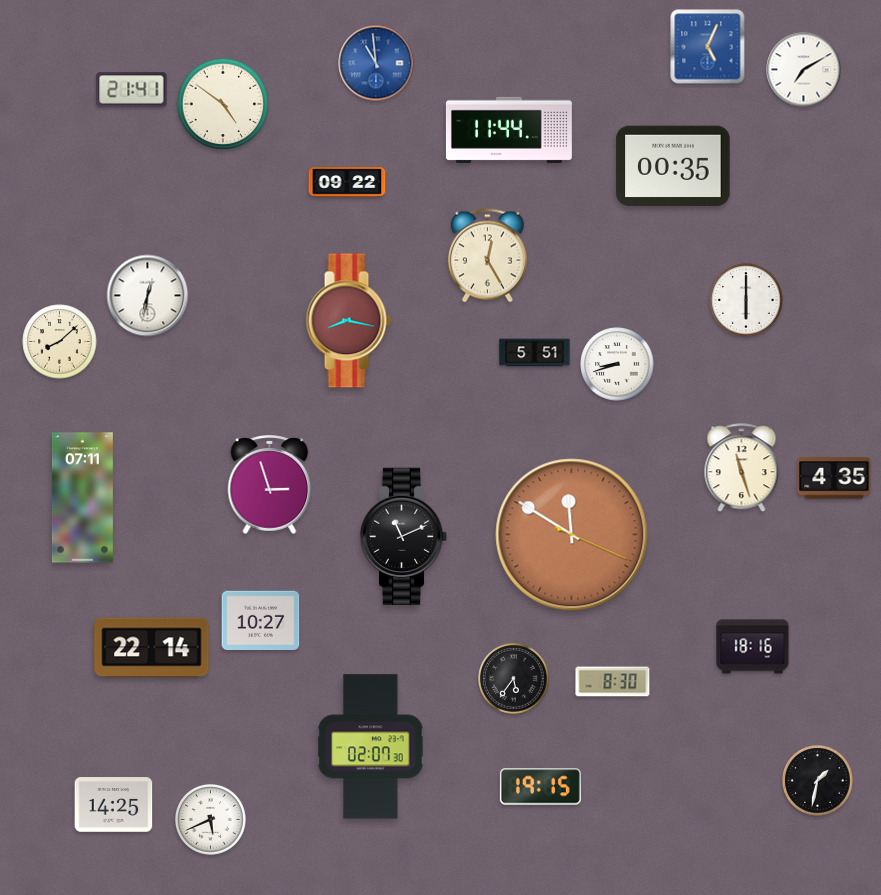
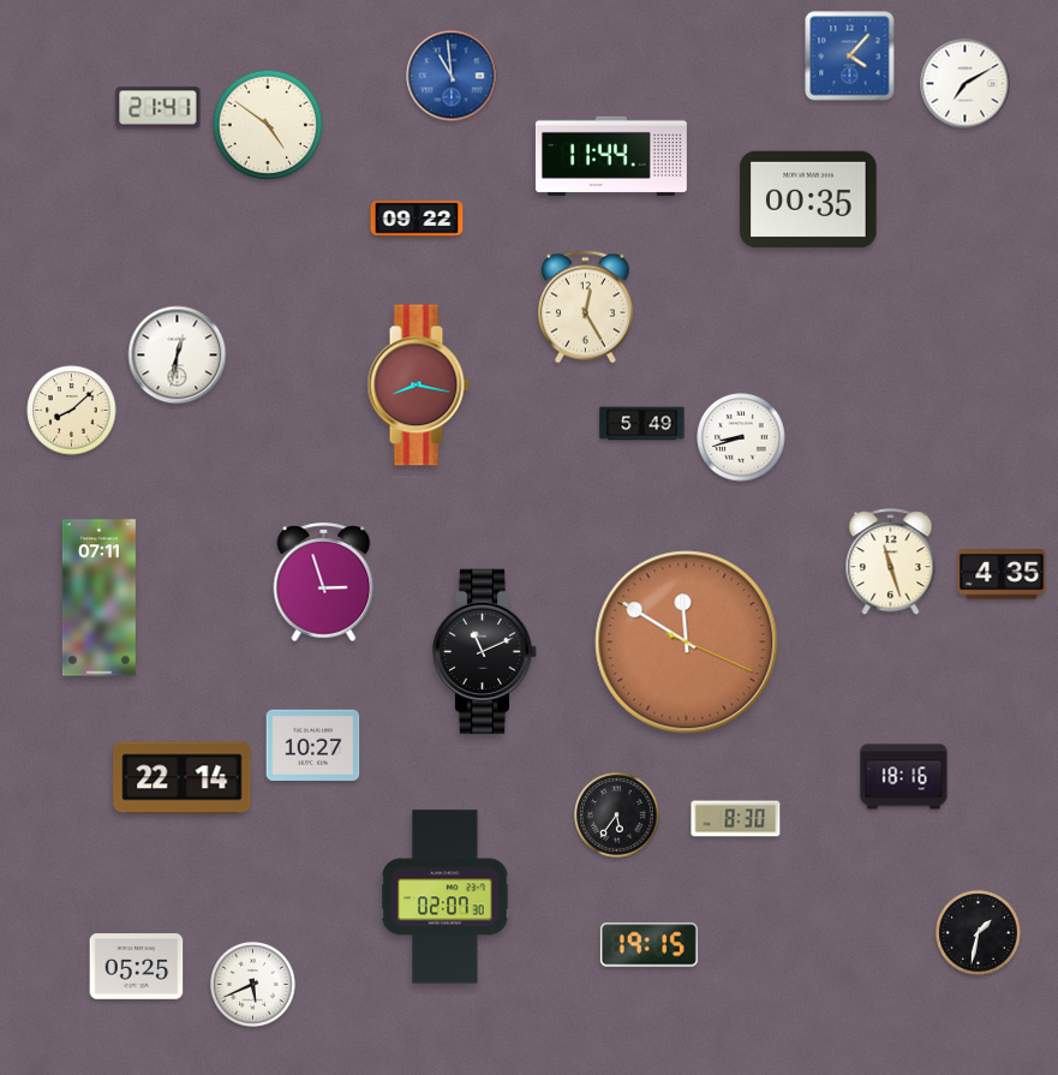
clock at (708, 47): 5:04 -> 4:07
clock at (746, 300): 6:00 -> none
clock at (535, 353): 5:51 -> 5:49
clock at (404, 537) position: (404, 537) -> (485, 652)
clock at (818, 781) position: (818, 781) -> (979, 933)
clock at (114, 805): 14:25 -> 05:25
